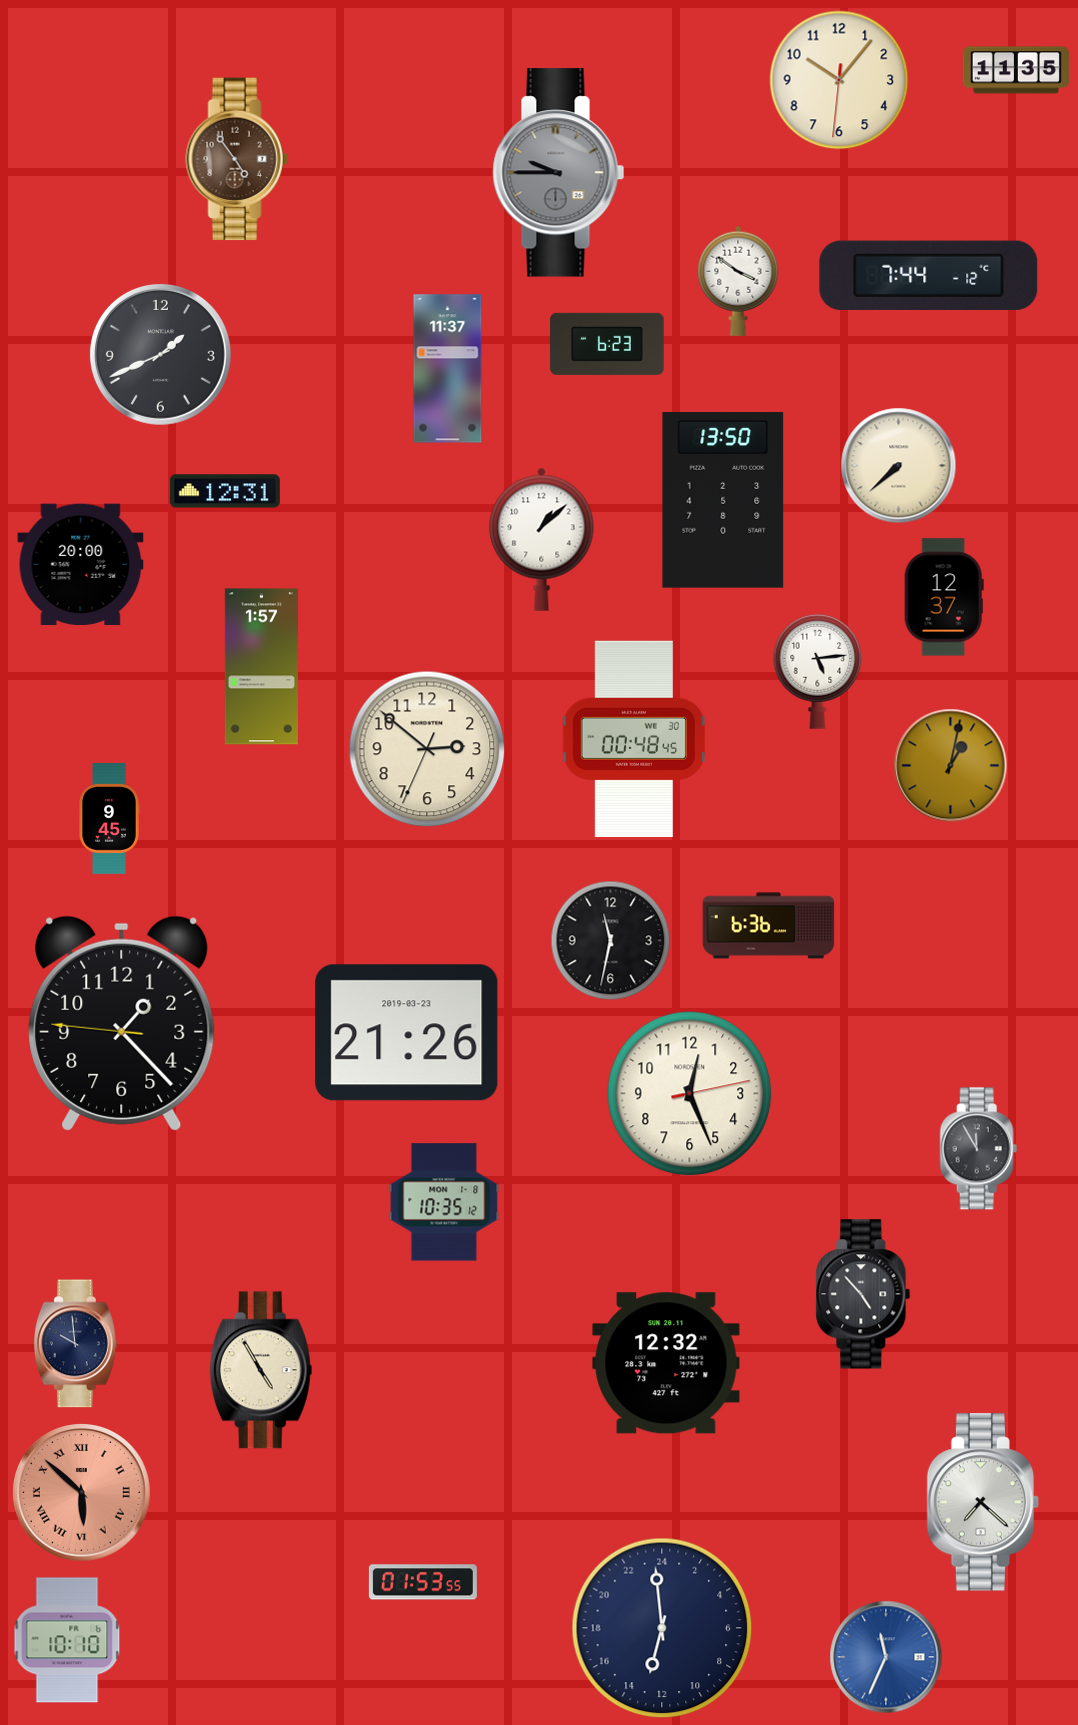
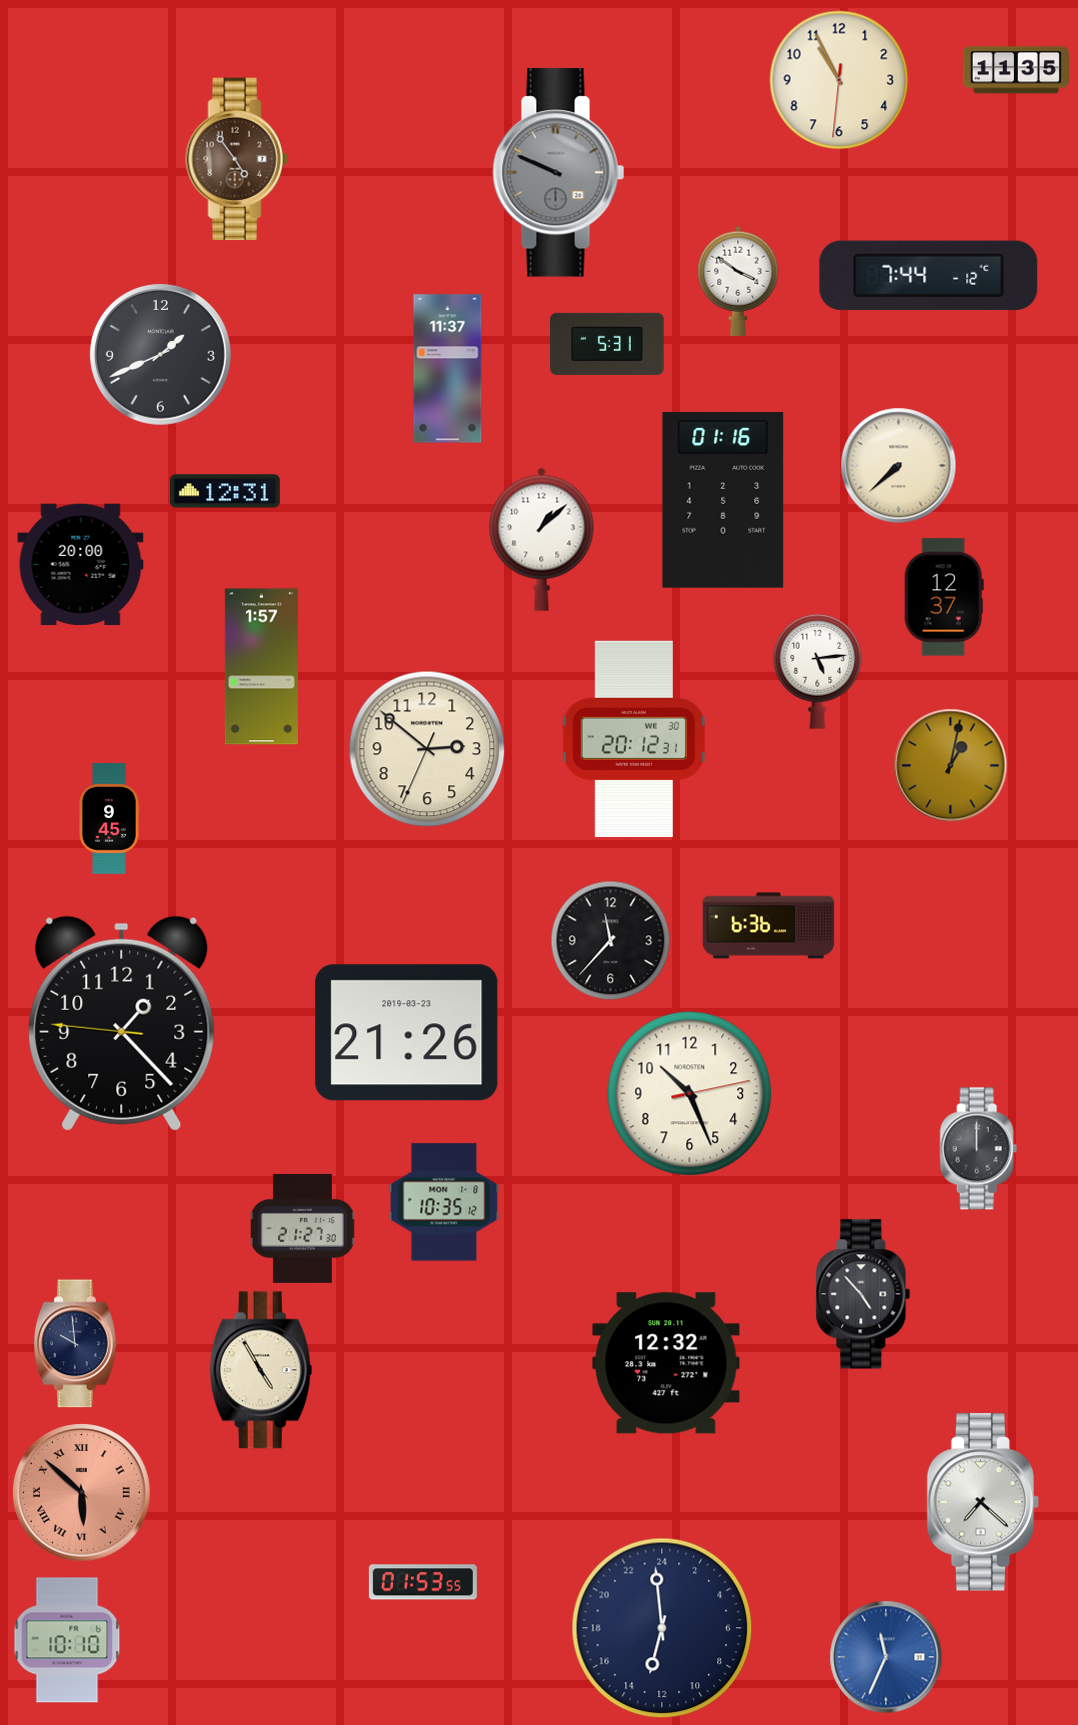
clock at (839, 80): 10:06 -> 10:55
clock at (559, 173): 9:45 -> 9:49
clock at (607, 344): 6:23 -> 5:31
clock at (723, 500): 13:50 -> 01:16
clock at (633, 739): 00:48 -> 20:12
clock at (611, 941): 11:32 -> 11:37
clock at (690, 1094): 12:26 -> 10:26
clock at (979, 1149): 11:55 -> 12:00
clock at (302, 1228): none -> 21:27
